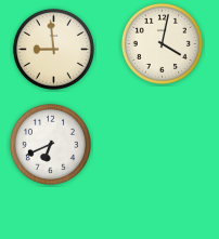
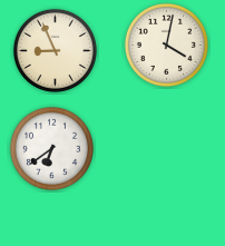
clock at (53, 49): 8:59 -> 8:56
clock at (50, 144): 6:41 -> 6:39
